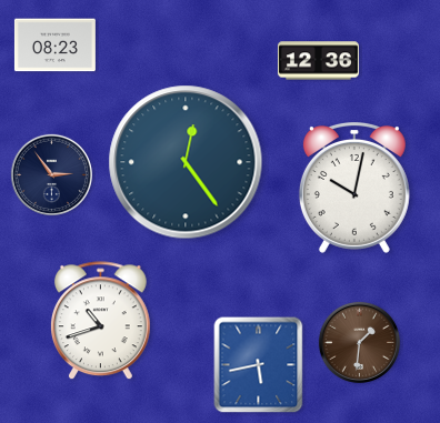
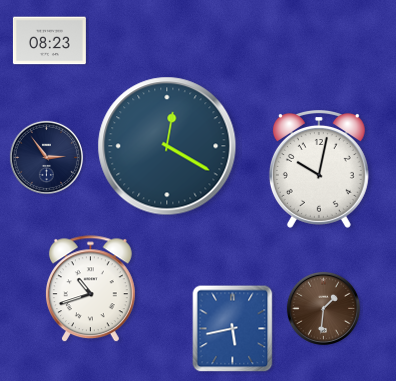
clock at (318, 61): 12:36 -> none
clock at (186, 162): 12:24 -> 12:20
